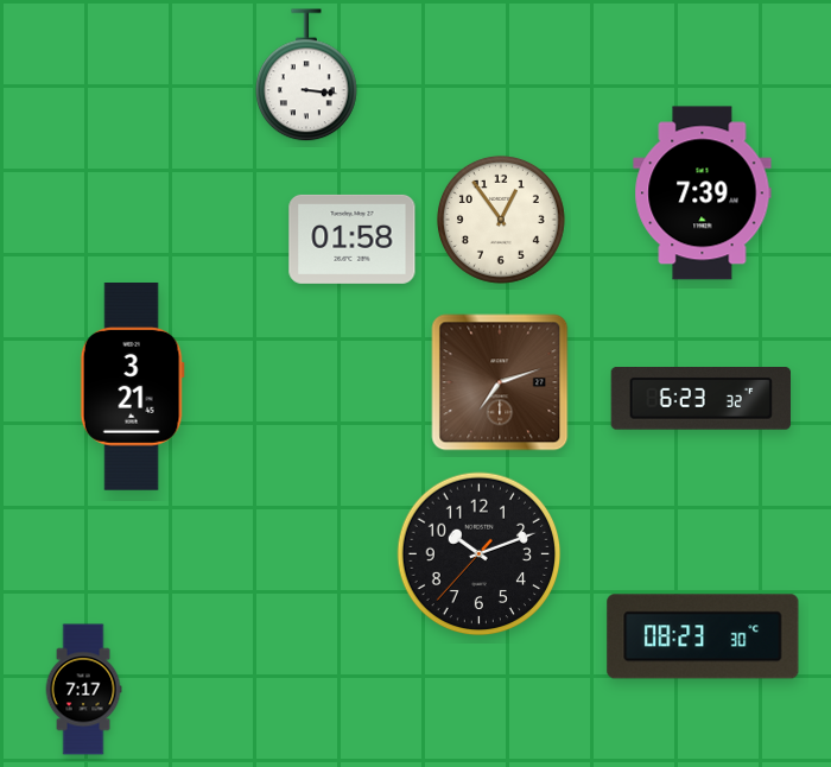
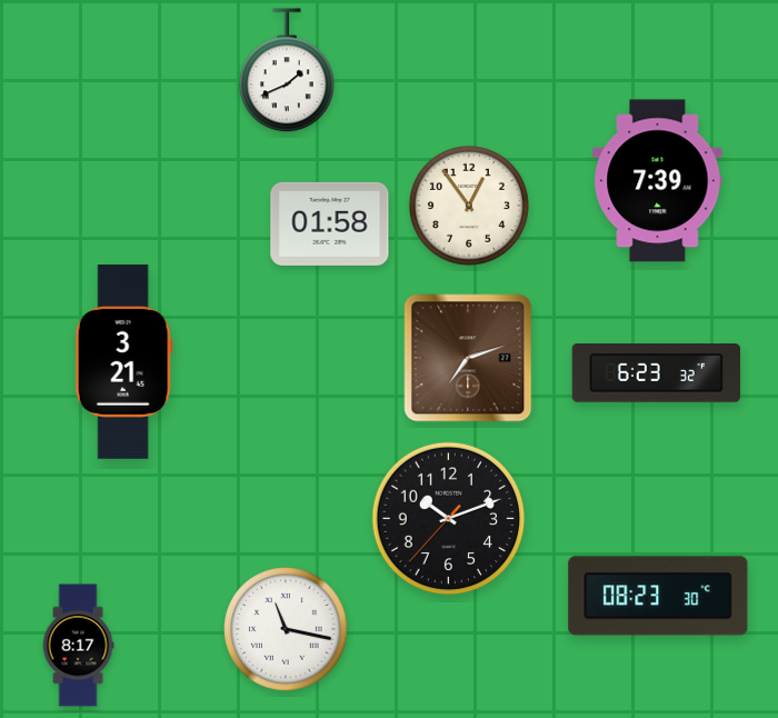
clock at (307, 76): 3:16 -> 1:41
clock at (286, 629): none -> 11:17
clock at (83, 690): 7:17 -> 8:17
